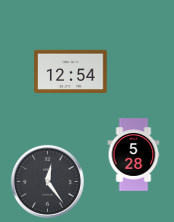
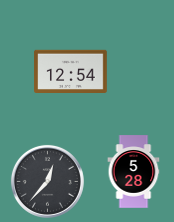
clock at (134, 155) position: (134, 155) -> (134, 172)
clock at (47, 181): 12:24 -> 12:37
